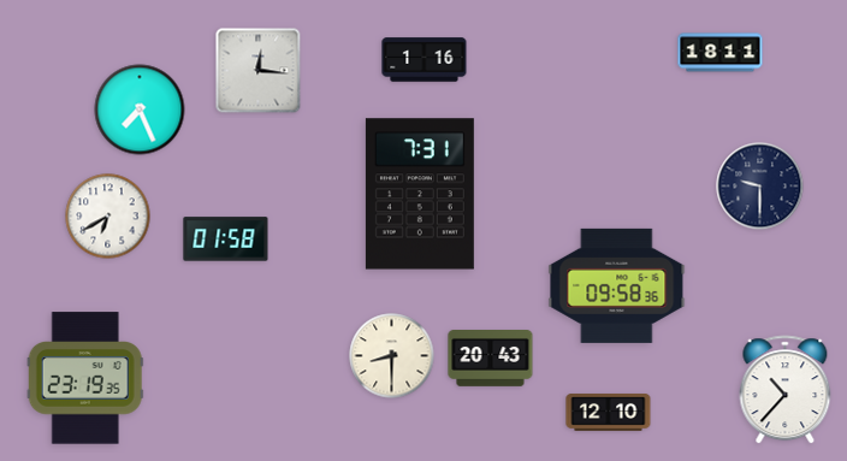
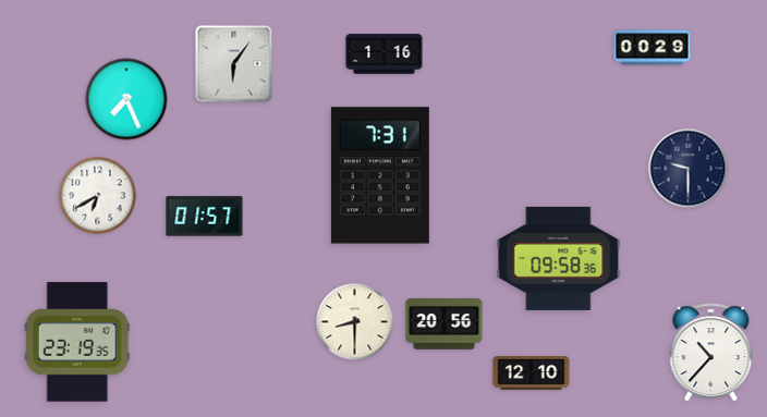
clock at (721, 53): 18:11 -> 00:29
clock at (259, 71): 12:16 -> 6:06
clock at (226, 240): 01:58 -> 01:57
clock at (491, 359): 20:43 -> 20:56
clock at (609, 413) position: (609, 413) -> (532, 373)
